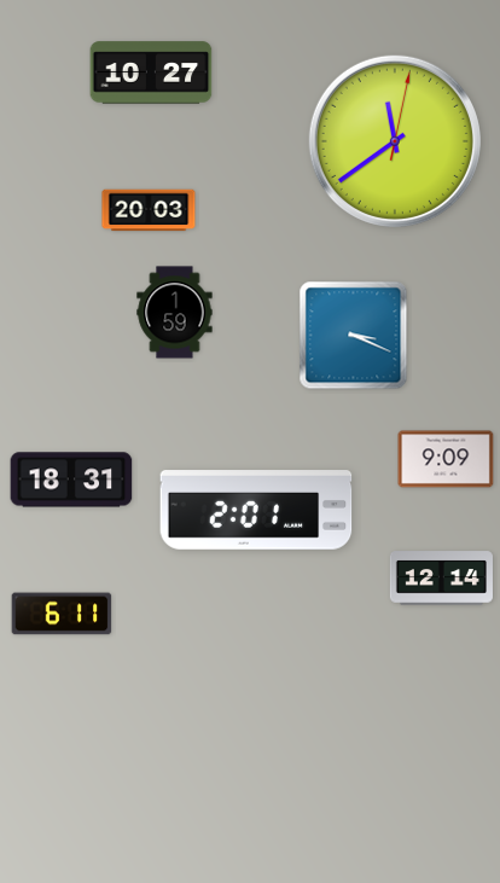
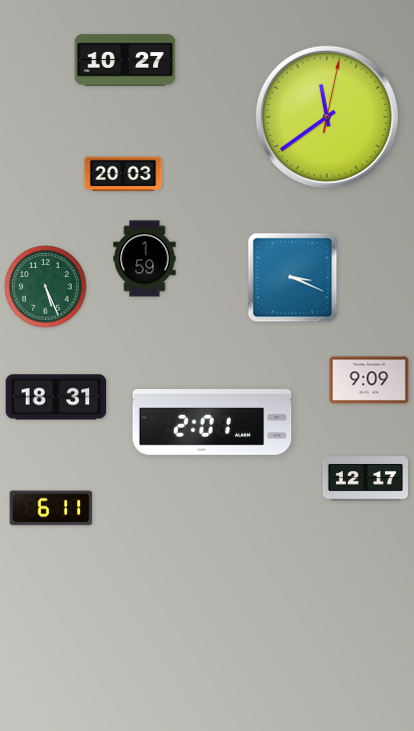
clock at (46, 287): none -> 5:26
clock at (71, 480) position: (71, 480) -> (56, 397)
clock at (441, 579): 12:14 -> 12:17
